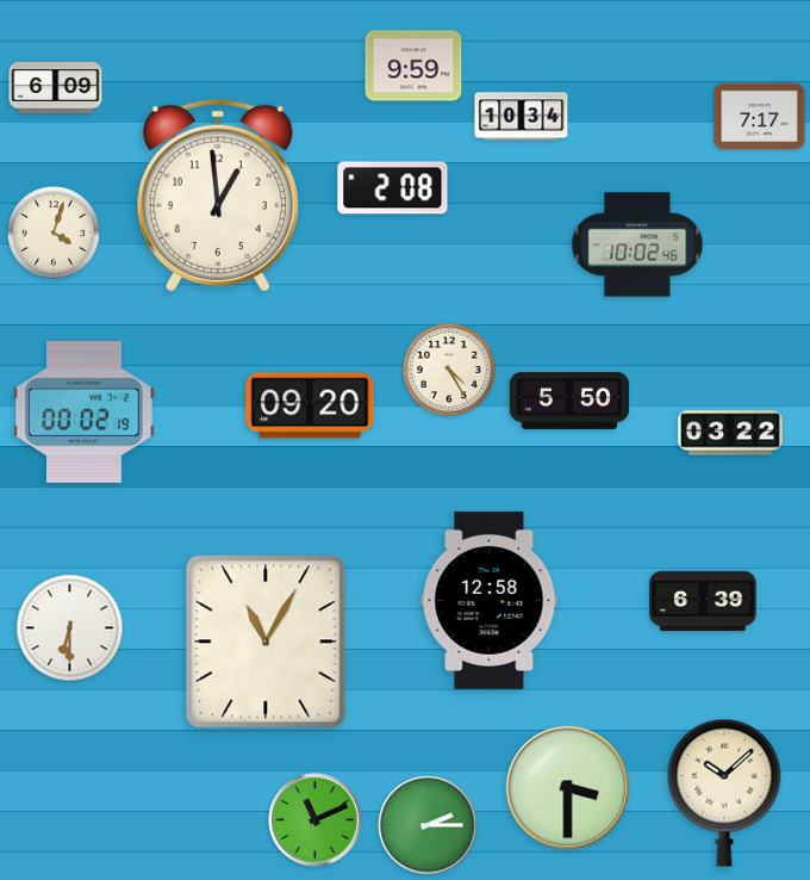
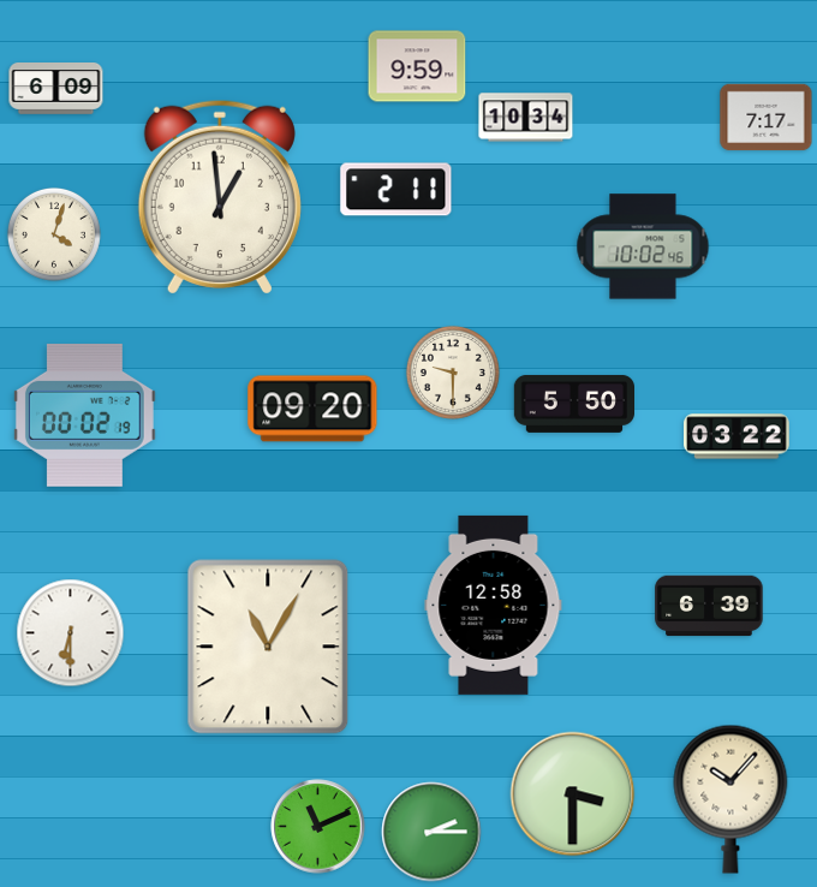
clock at (393, 188): 2:08 -> 2:11
clock at (449, 370): 4:25 -> 9:30
clock at (724, 793): 10:08 -> 10:07
